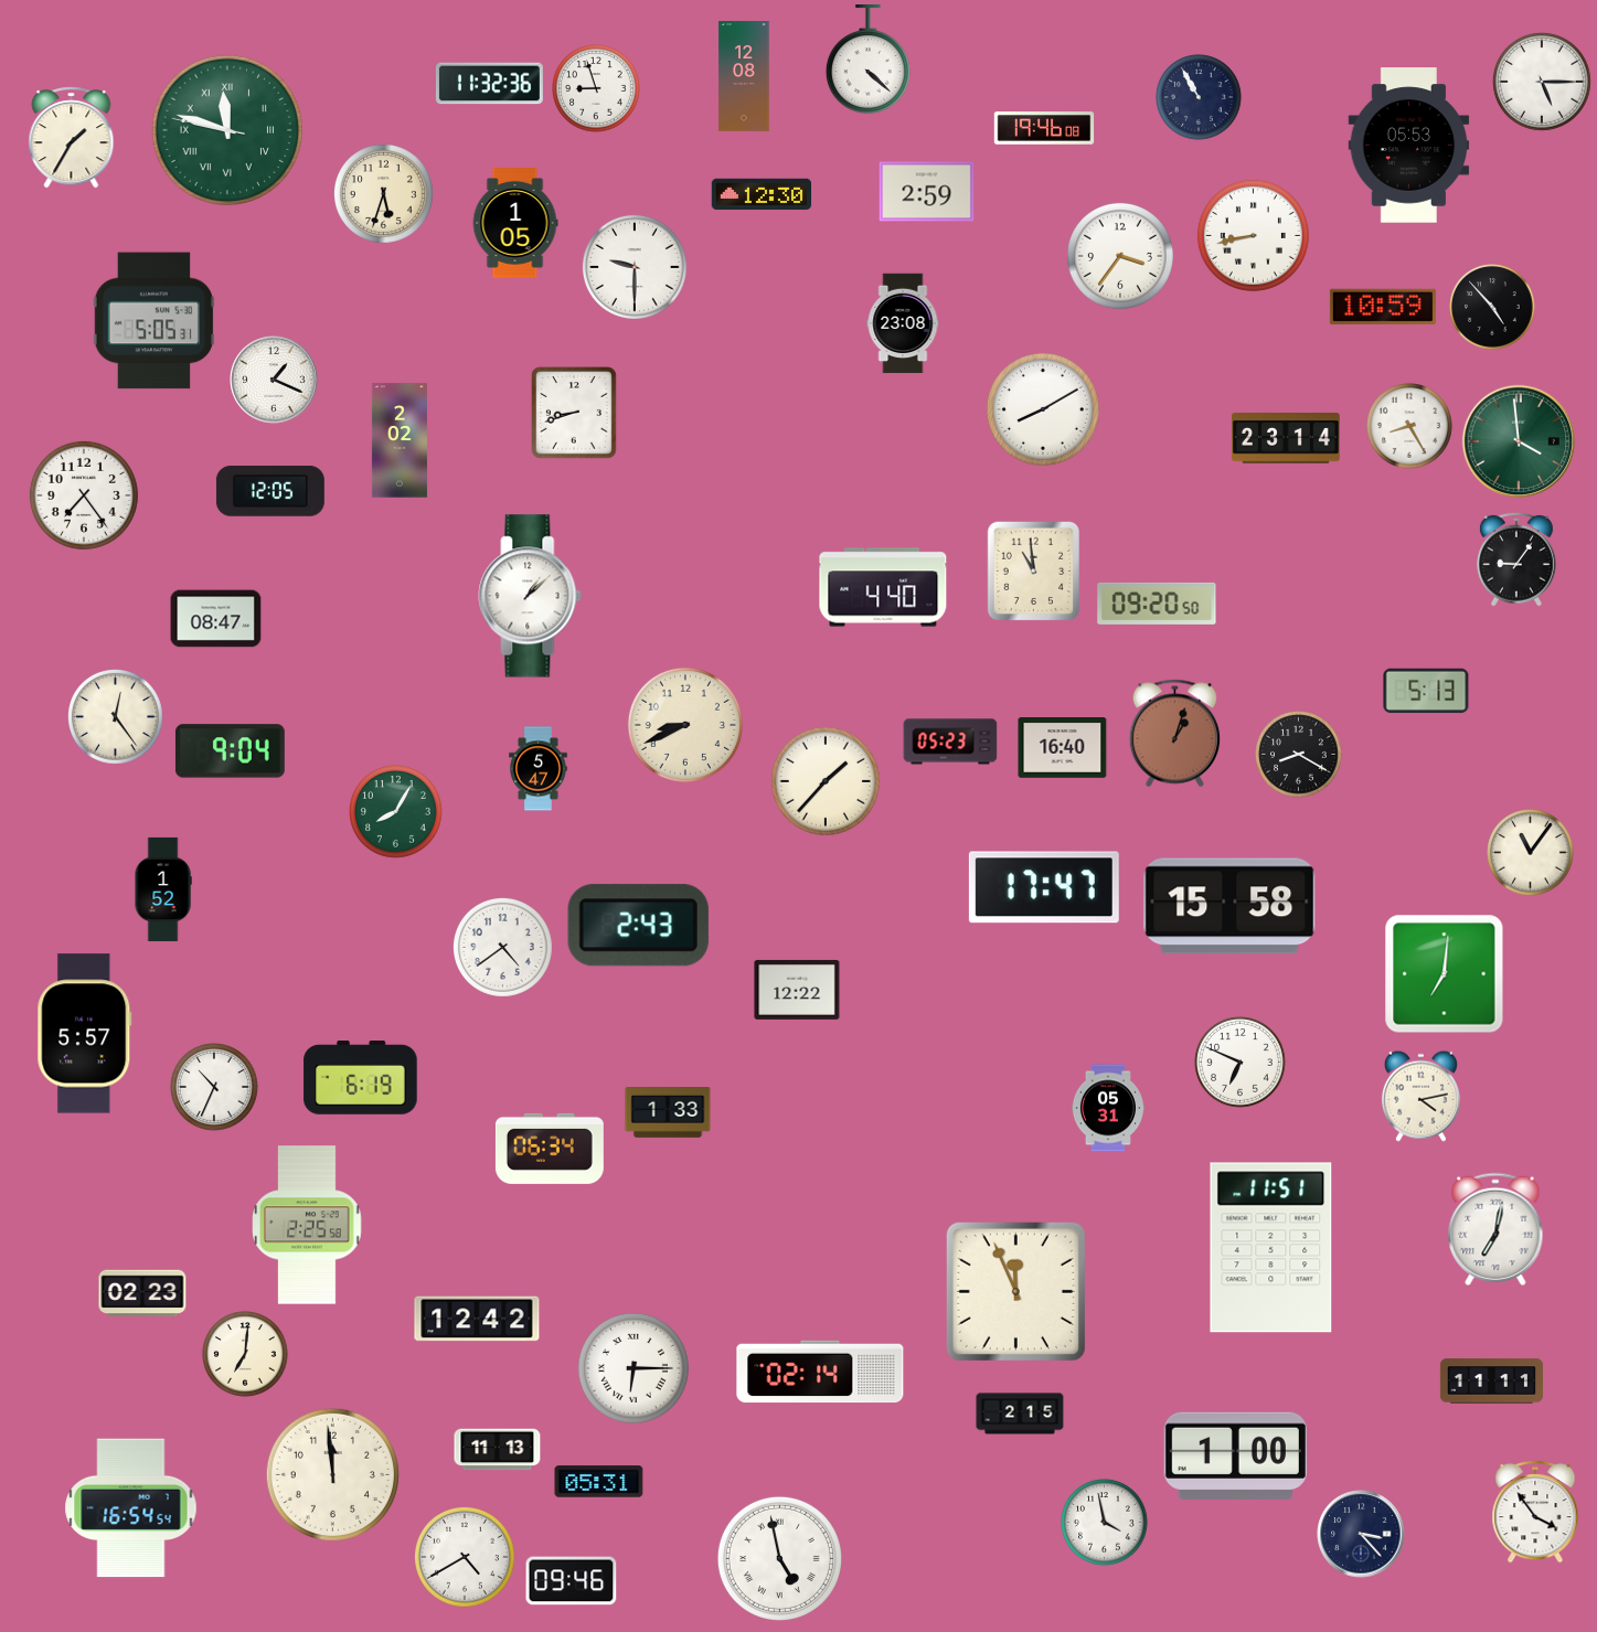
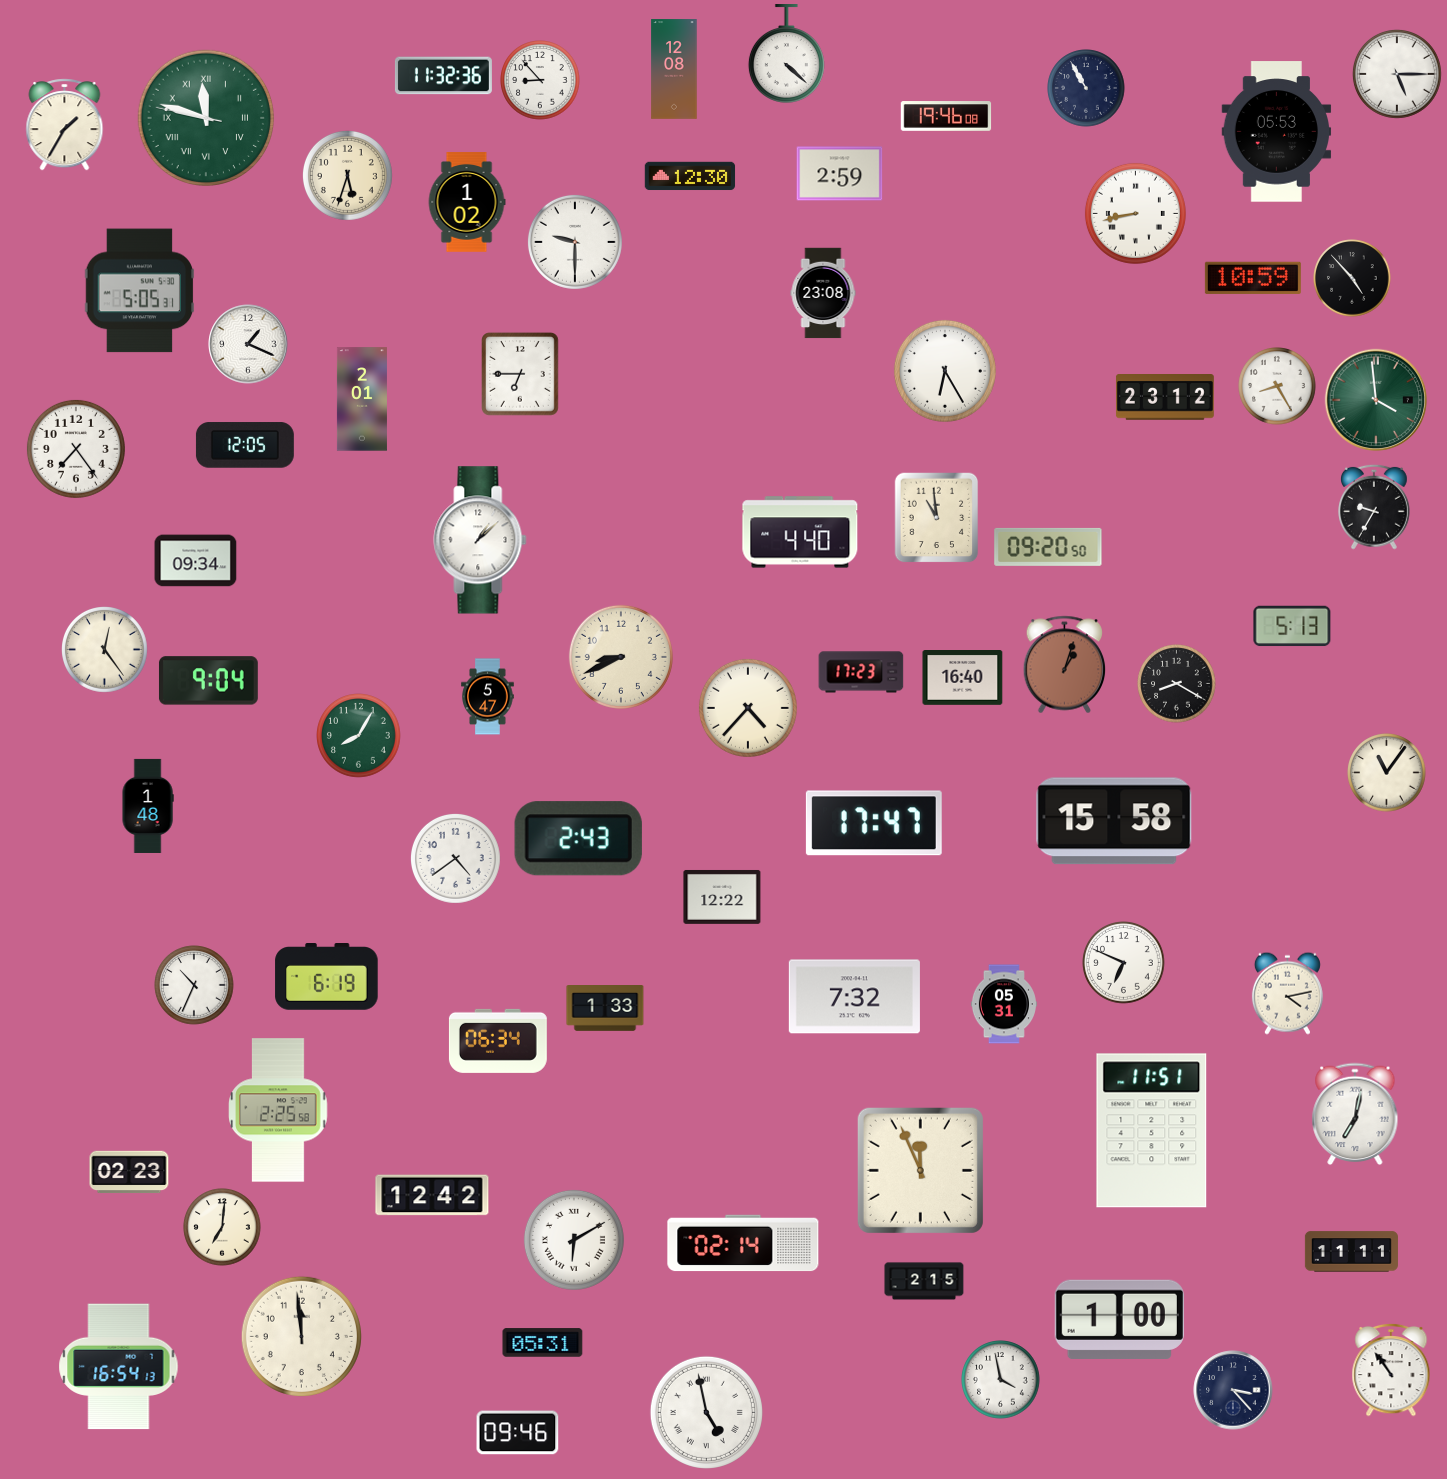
clock at (596, 88): 8:57 -> 8:53
clock at (515, 223): 1:05 -> 1:02
clock at (1120, 256): 3:36 -> none
clock at (903, 323) position: (903, 323) -> (823, 293)
clock at (1043, 409): 8:10 -> 6:25
clock at (575, 414): 8:42 -> 6:45
clock at (1286, 439): 23:14 -> 23:12
clock at (400, 440): 2:02 -> 2:01
clock at (1518, 559): 9:06 -> 9:35
clock at (216, 619): 08:47 -> 09:34
clock at (950, 742): 05:23 -> 17:23
clock at (826, 781): 1:37 -> 4:37
clock at (1044, 887) position: (1044, 887) -> (874, 823)
clock at (163, 889): 1:52 -> 1:48
clock at (1445, 974): 7:01 -> none
clock at (85, 1034): 5:57 -> none
clock at (854, 997): none -> 7:32
clock at (634, 1368): 6:15 -> 6:10
clock at (498, 1450): 11:13 -> none
clock at (131, 1508): 16:54:54 -> 16:54:13
clock at (1535, 1512): 3:54 -> 10:54
clock at (465, 1557): 4:40 -> none
